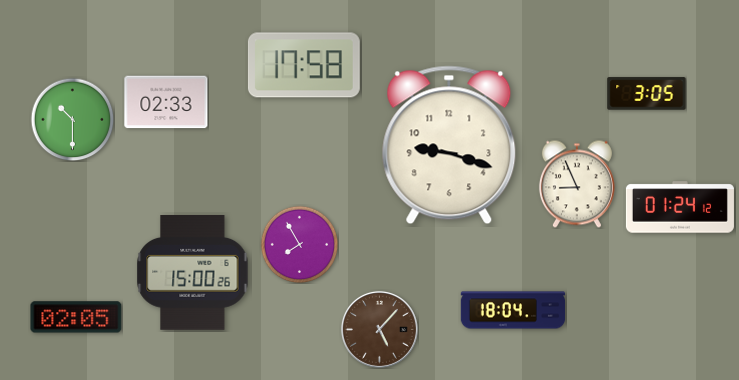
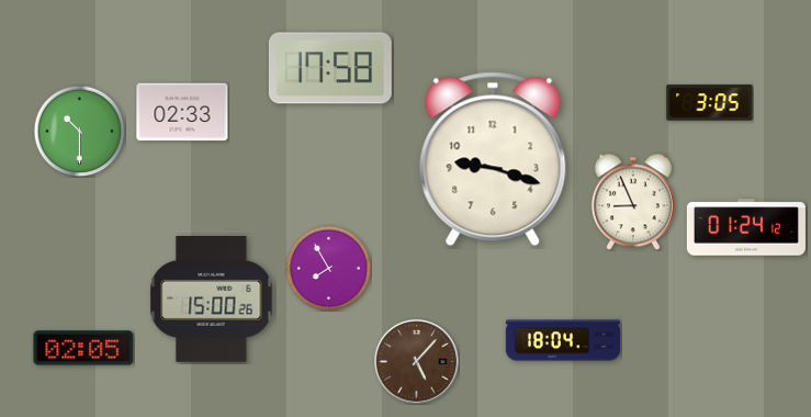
clock at (304, 65) position: (304, 65) -> (330, 68)
